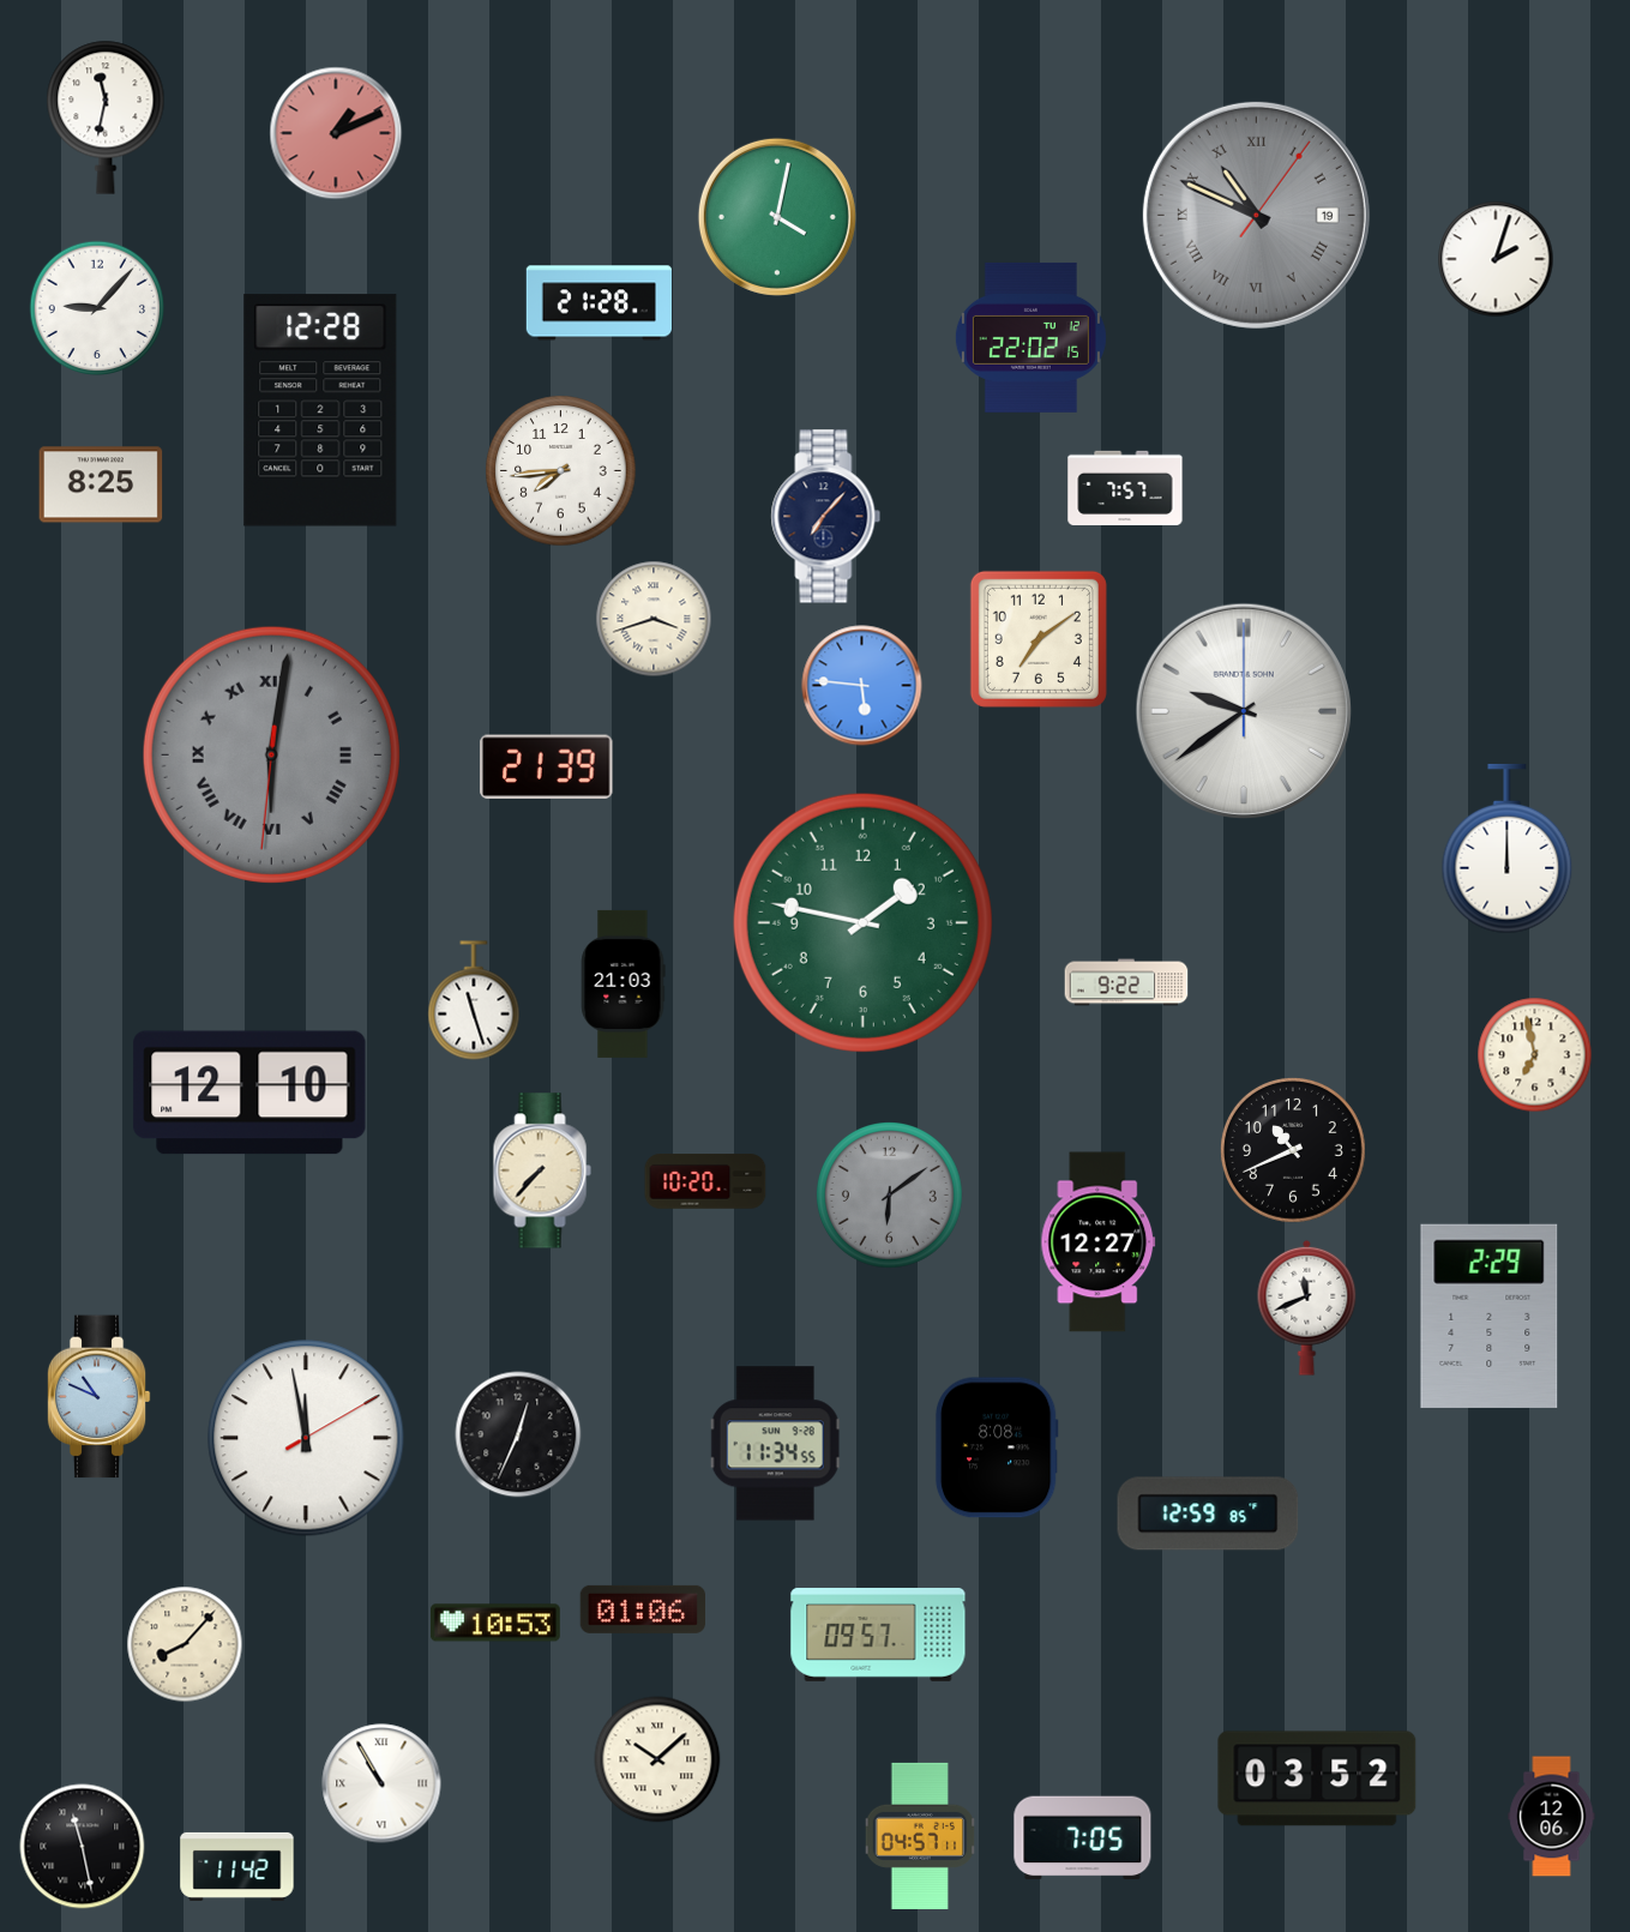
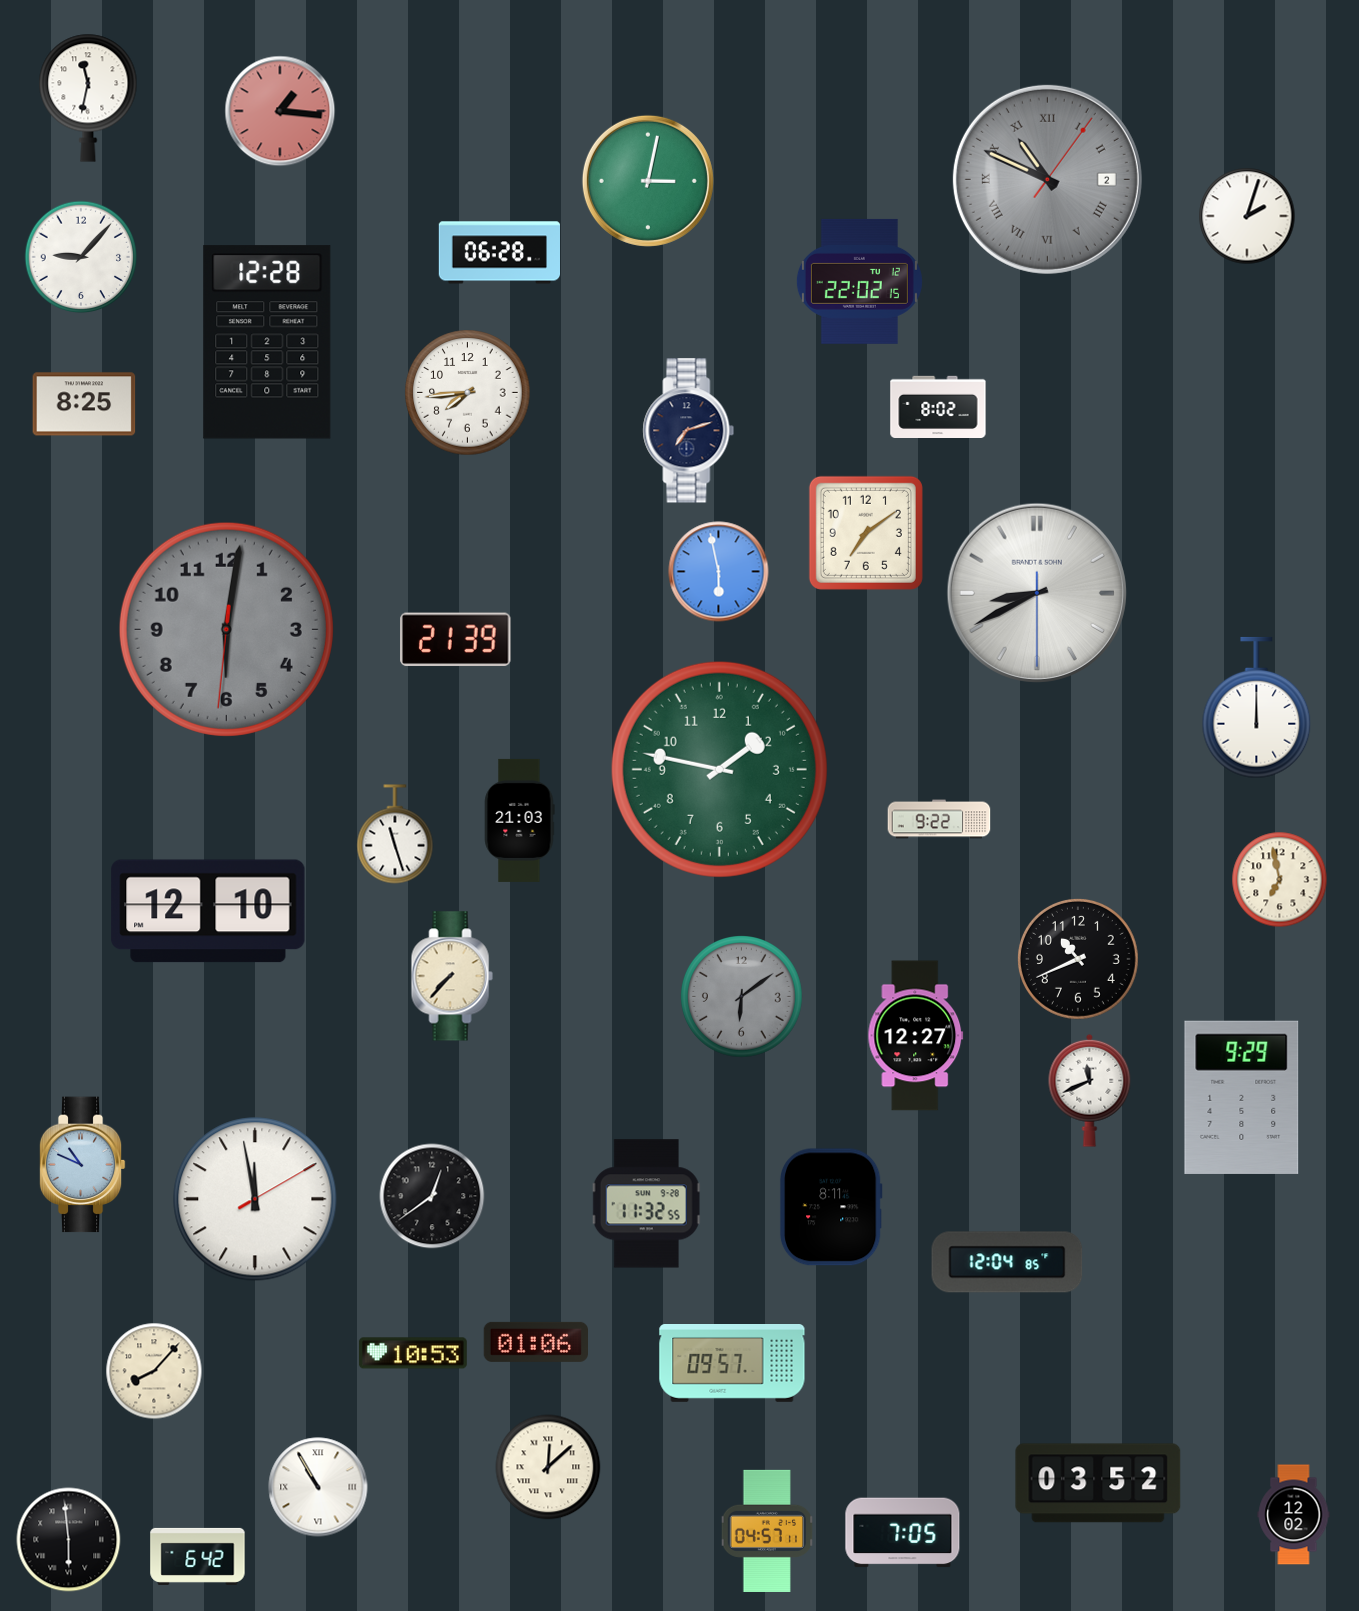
clock at (336, 133): 1:11 -> 1:16
clock at (1256, 215) date: 19 -> 2
clock at (777, 217): 4:02 -> 3:02
clock at (599, 303): 21:28 -> 06:28
clock at (1125, 488): 7:57 -> 8:02
clock at (826, 517): 7:07 -> 7:12
clock at (654, 619): 3:42 -> none
clock at (862, 686): 5:46 -> 5:58
clock at (1244, 711): 9:39 -> 8:40
clock at (271, 754) numerals: Roman -> Arabic
clock at (705, 1181): 10:20 -> none
clock at (1490, 1316): 2:29 -> 9:29
clock at (518, 1434): 12:34 -> 12:39
clock at (776, 1444): 11:34 -> 11:32
clock at (997, 1448): 8:08 -> 8:11
clock at (1208, 1513): 12:59 -> 12:04
clock at (657, 1759): 10:08 -> 12:08
clock at (1552, 1817): 12:06 -> 12:02
clock at (83, 1847): 11:28 -> 5:59
clock at (237, 1866): 11:42 -> 6:42
